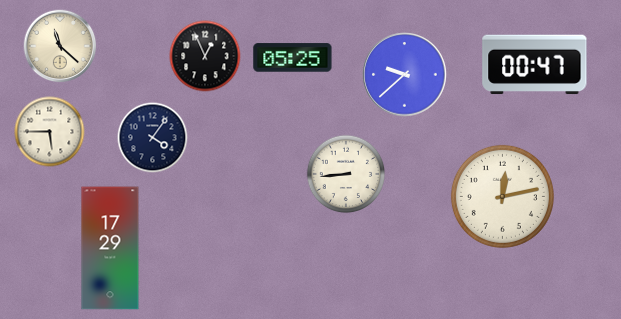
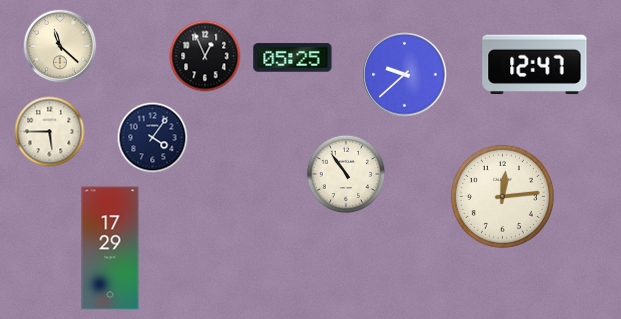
clock at (535, 65): 00:47 -> 12:47
clock at (346, 174): 8:44 -> 10:54
clock at (502, 196): 12:13 -> 12:14
